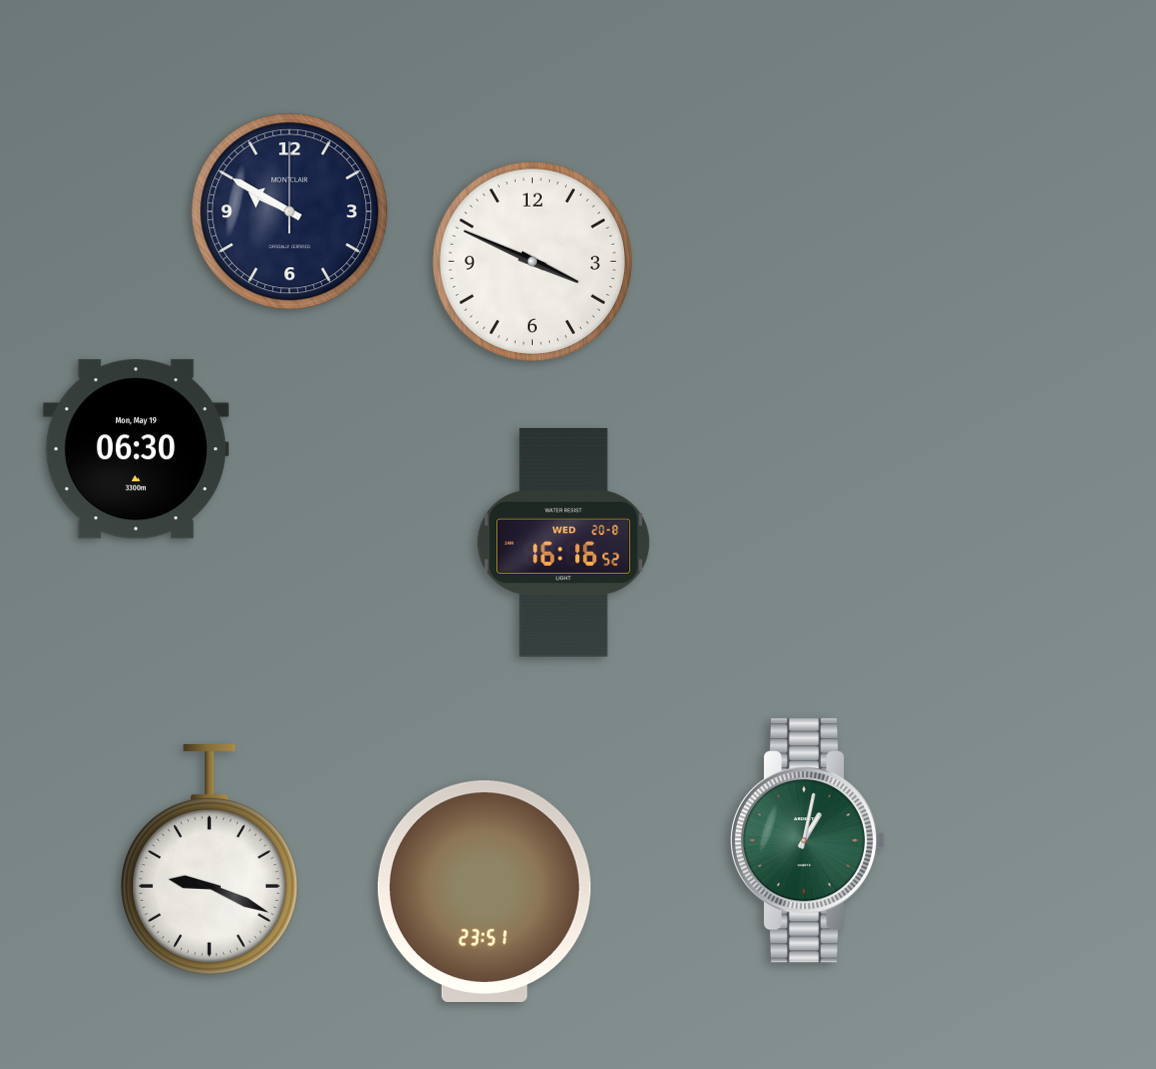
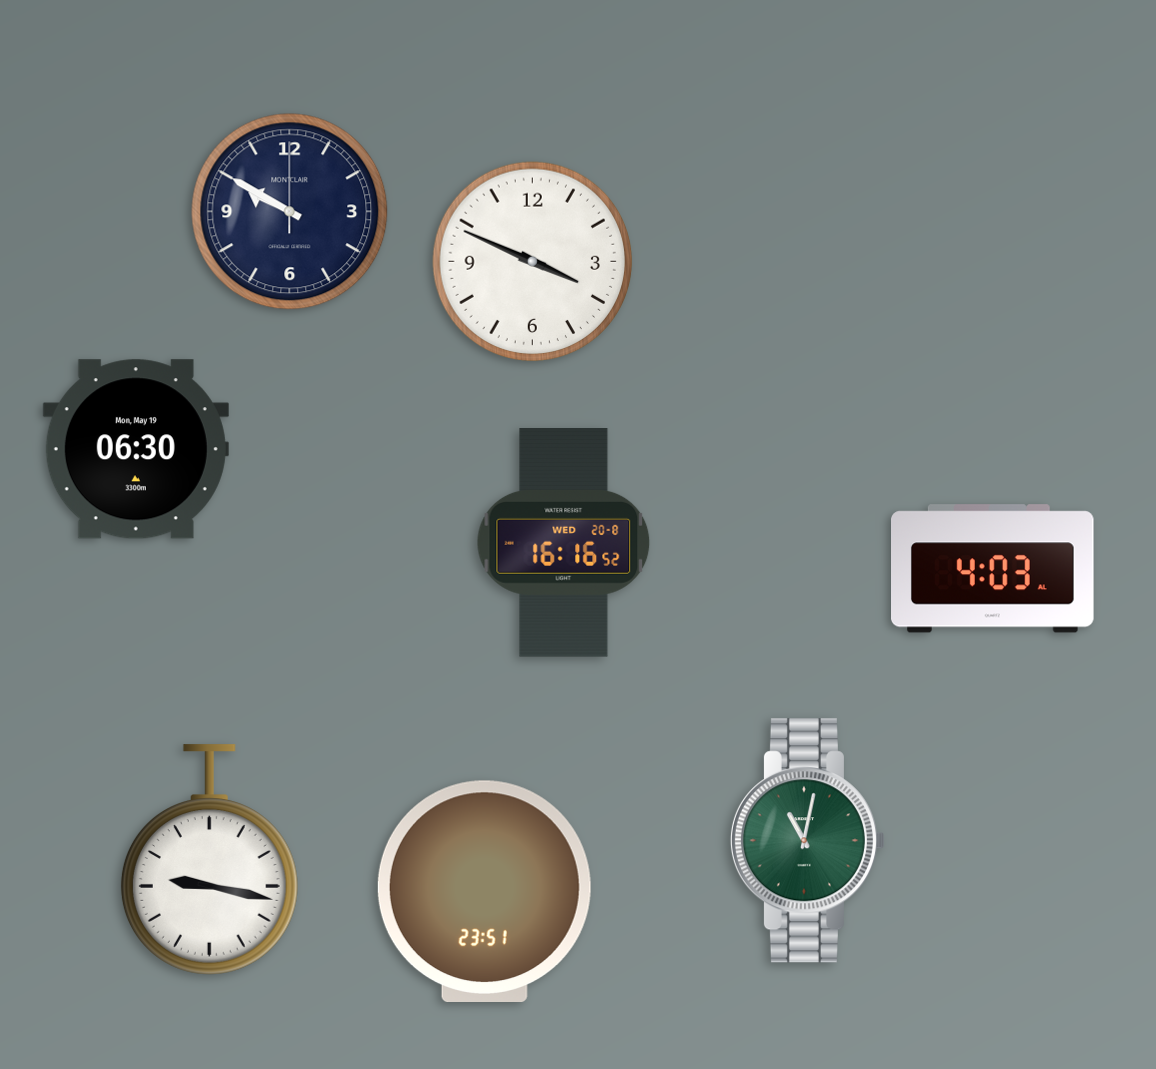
clock at (993, 569): none -> 4:03
clock at (807, 841): 1:02 -> 11:02
clock at (209, 860): 9:19 -> 9:17
